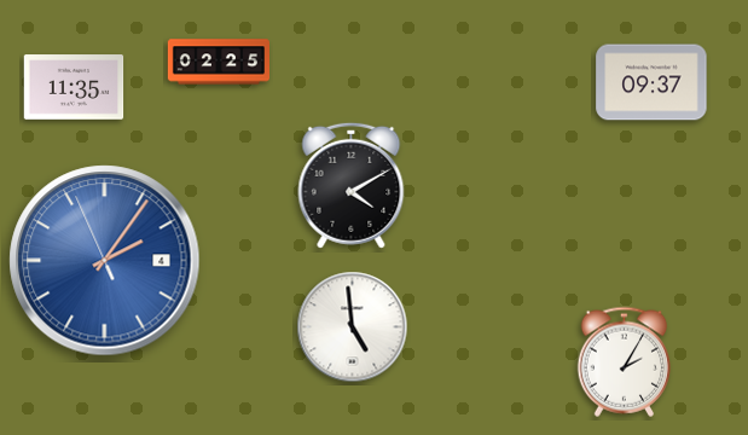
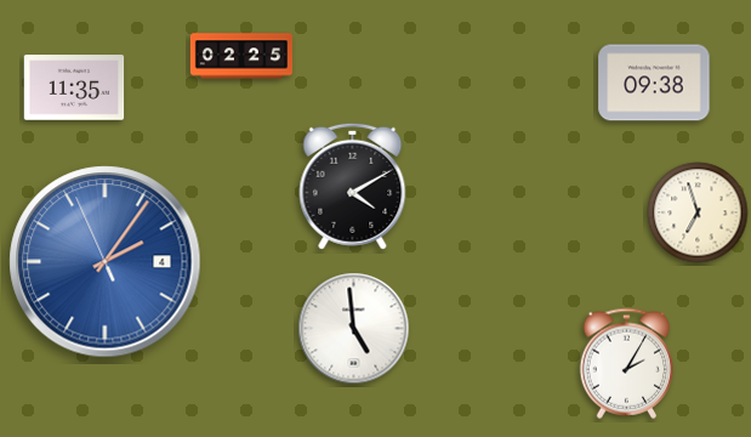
clock at (218, 62) position: (218, 62) -> (240, 56)
clock at (651, 82): 09:37 -> 09:38
clock at (698, 212): none -> 6:57
